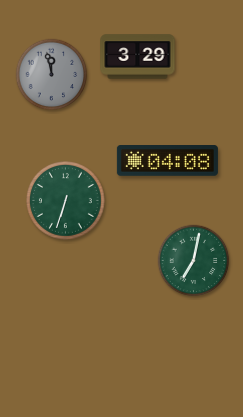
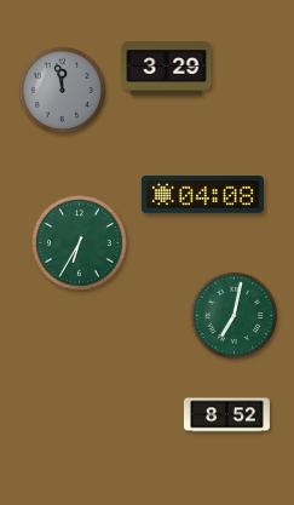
clock at (66, 201): 6:33 -> 6:35
clock at (226, 415): none -> 8:52
